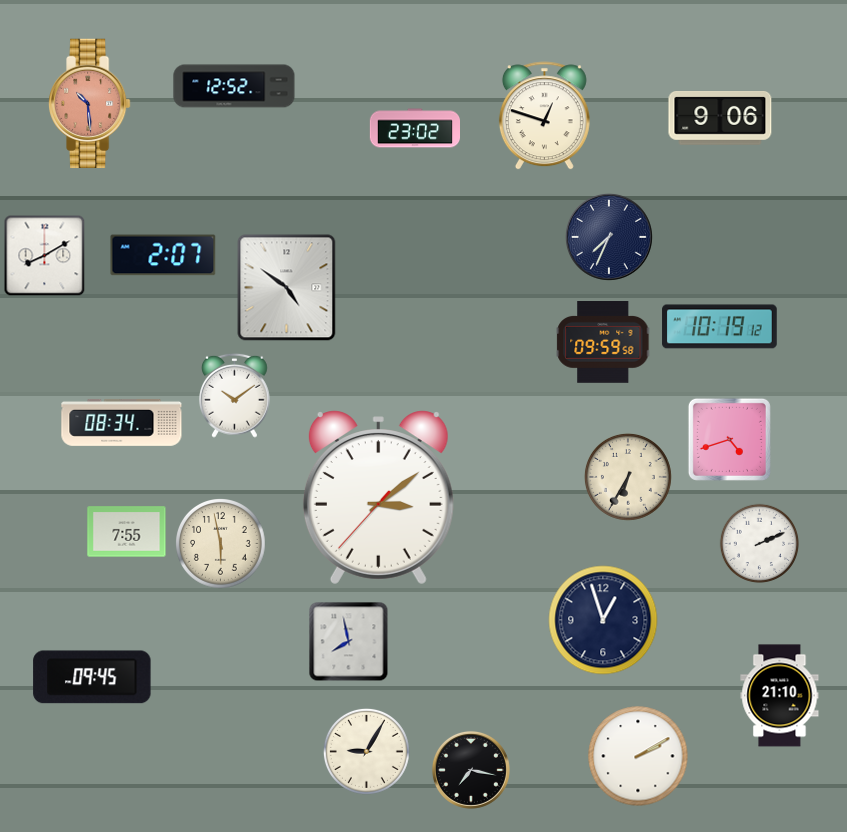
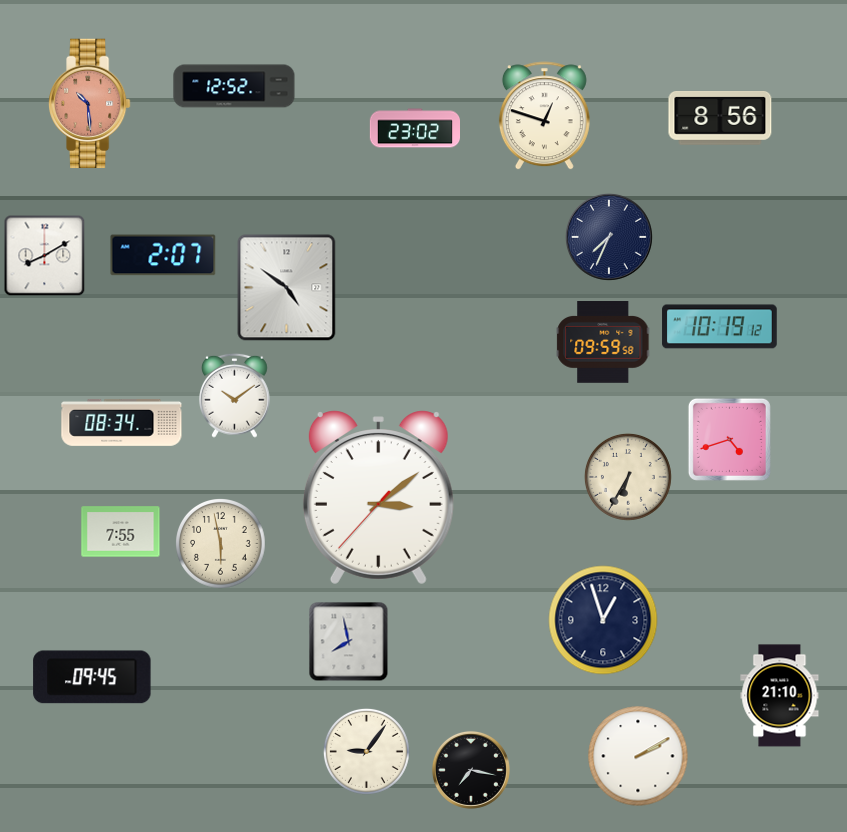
clock at (720, 119): 9:06 -> 8:56
clock at (127, 532) position: (127, 532) -> (121, 532)
clock at (759, 543): 2:11 -> none
clock at (366, 751): 9:05 -> 9:06
